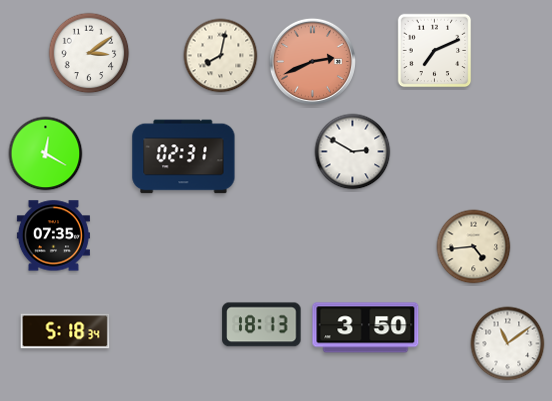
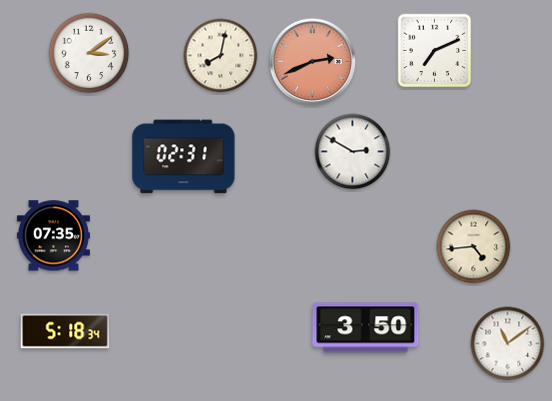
clock at (46, 154): 12:20 -> none
clock at (262, 325): 18:13 -> none
